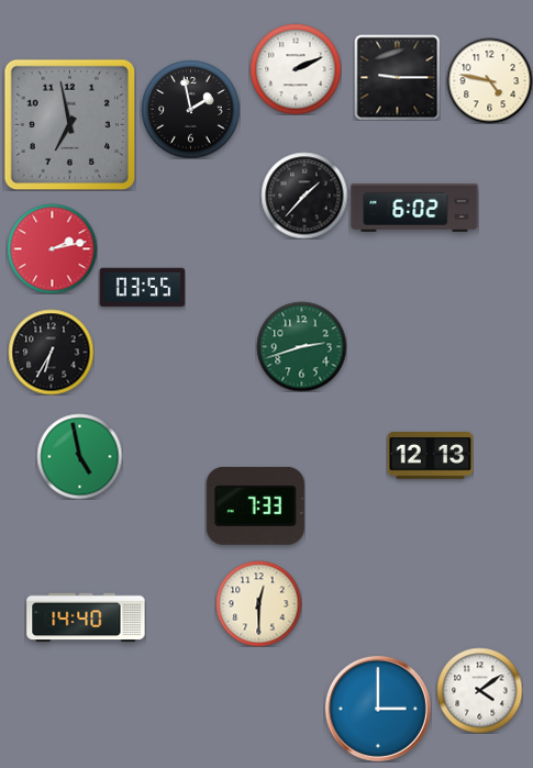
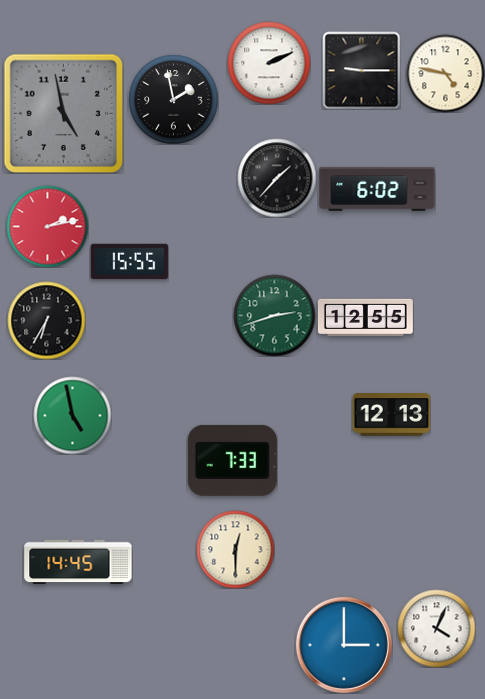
clock at (69, 124): 6:58 -> 4:58
clock at (142, 288): 03:55 -> 15:55
clock at (365, 317): none -> 12:55
clock at (86, 617): 14:40 -> 14:45
clock at (479, 690): 4:09 -> 4:04
